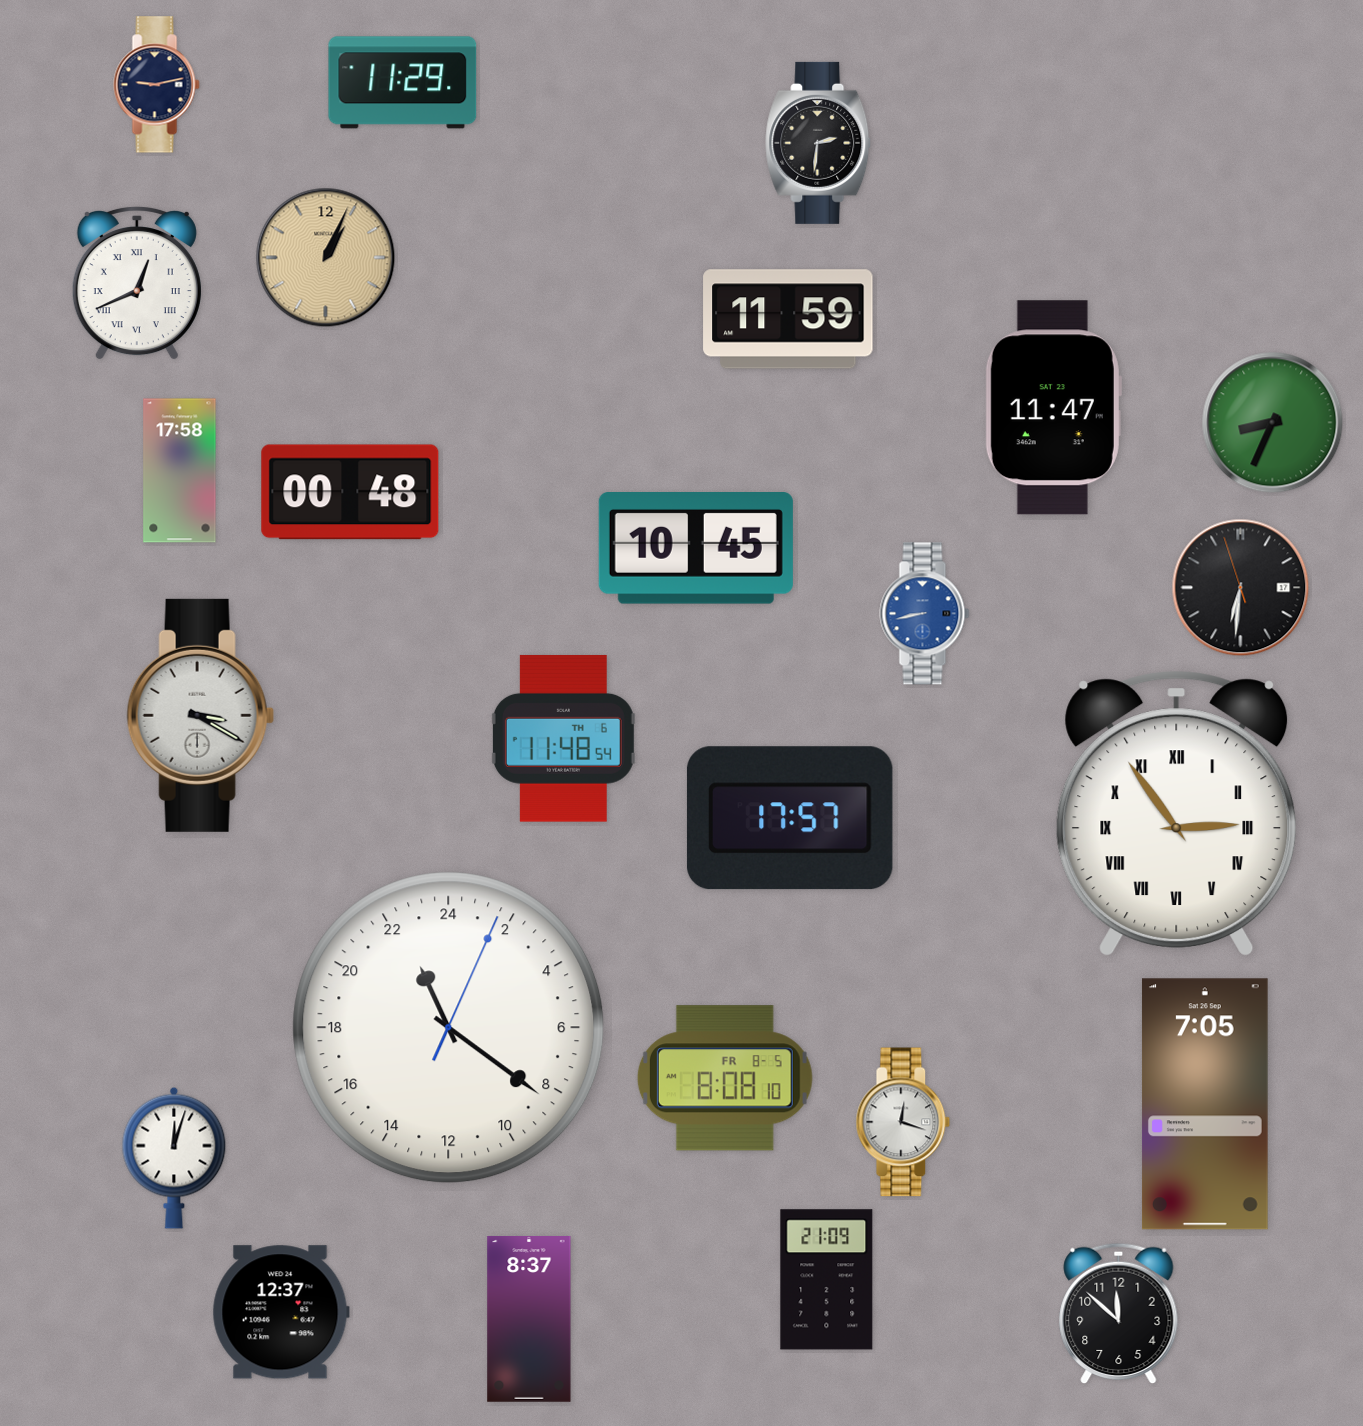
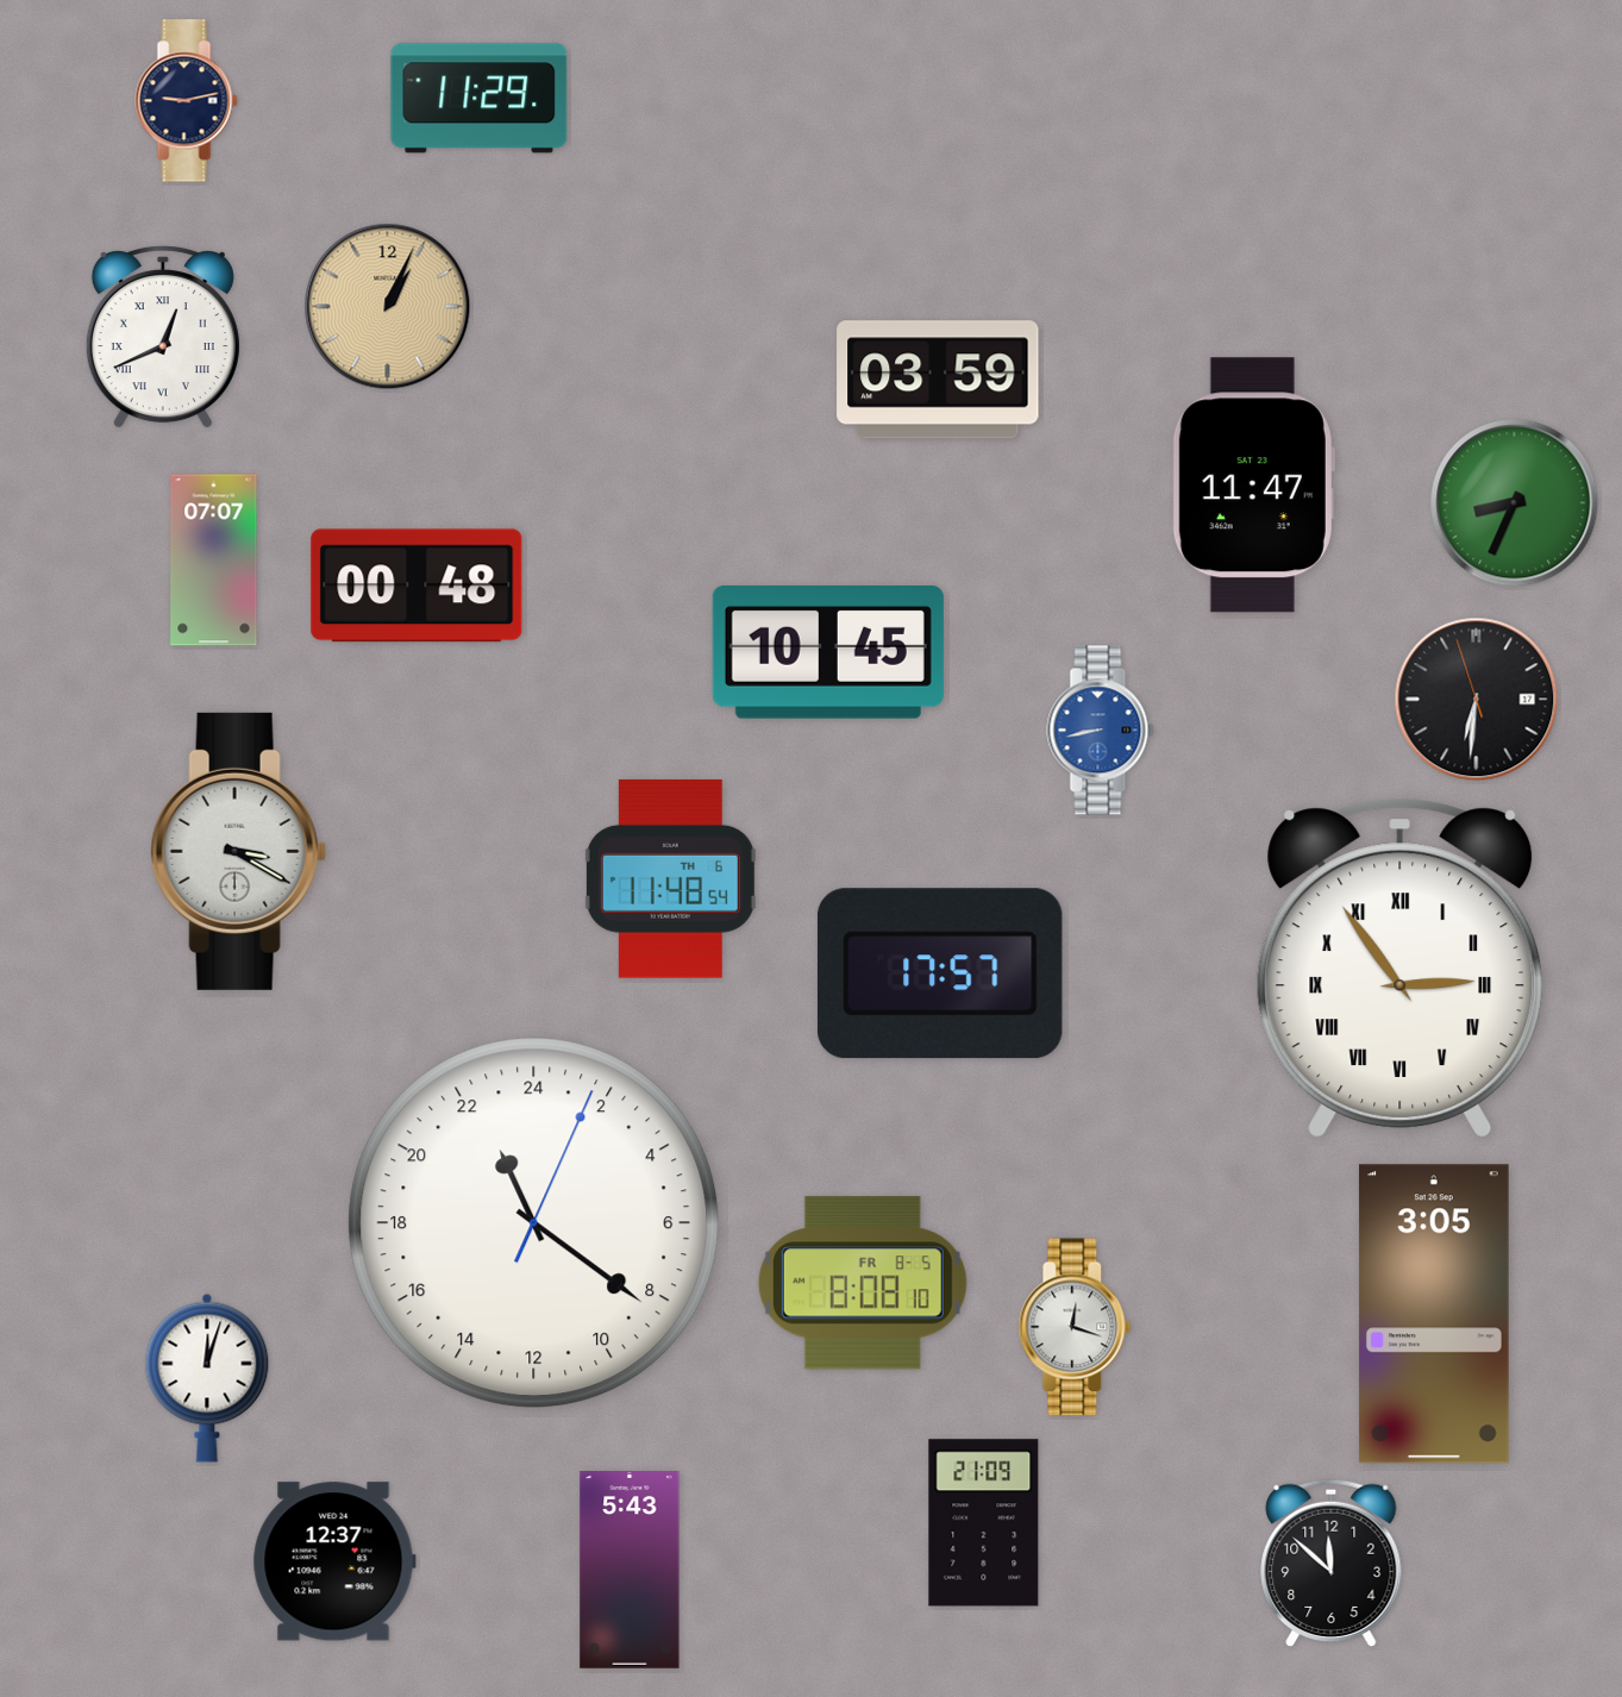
clock at (819, 143): 2:31 -> none
clock at (788, 319): 11:59 -> 03:59
clock at (180, 471): 17:58 -> 07:07
clock at (1205, 1104): 7:05 -> 3:05
clock at (903, 1122) position: (903, 1122) -> (1075, 1327)
clock at (529, 1320): 8:37 -> 5:43
